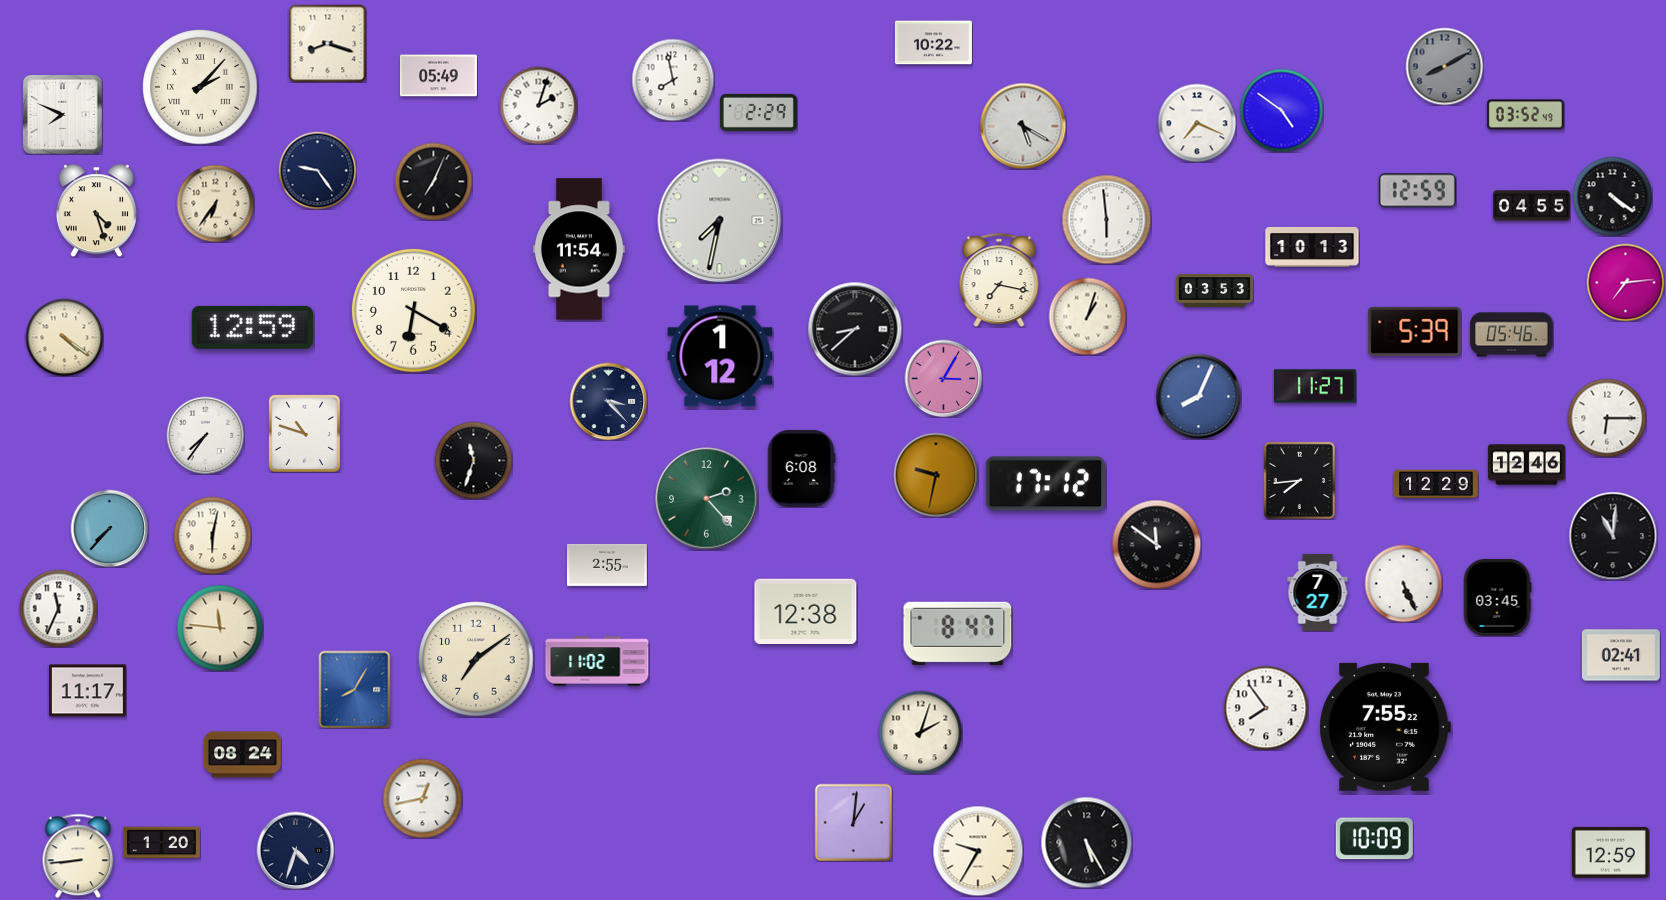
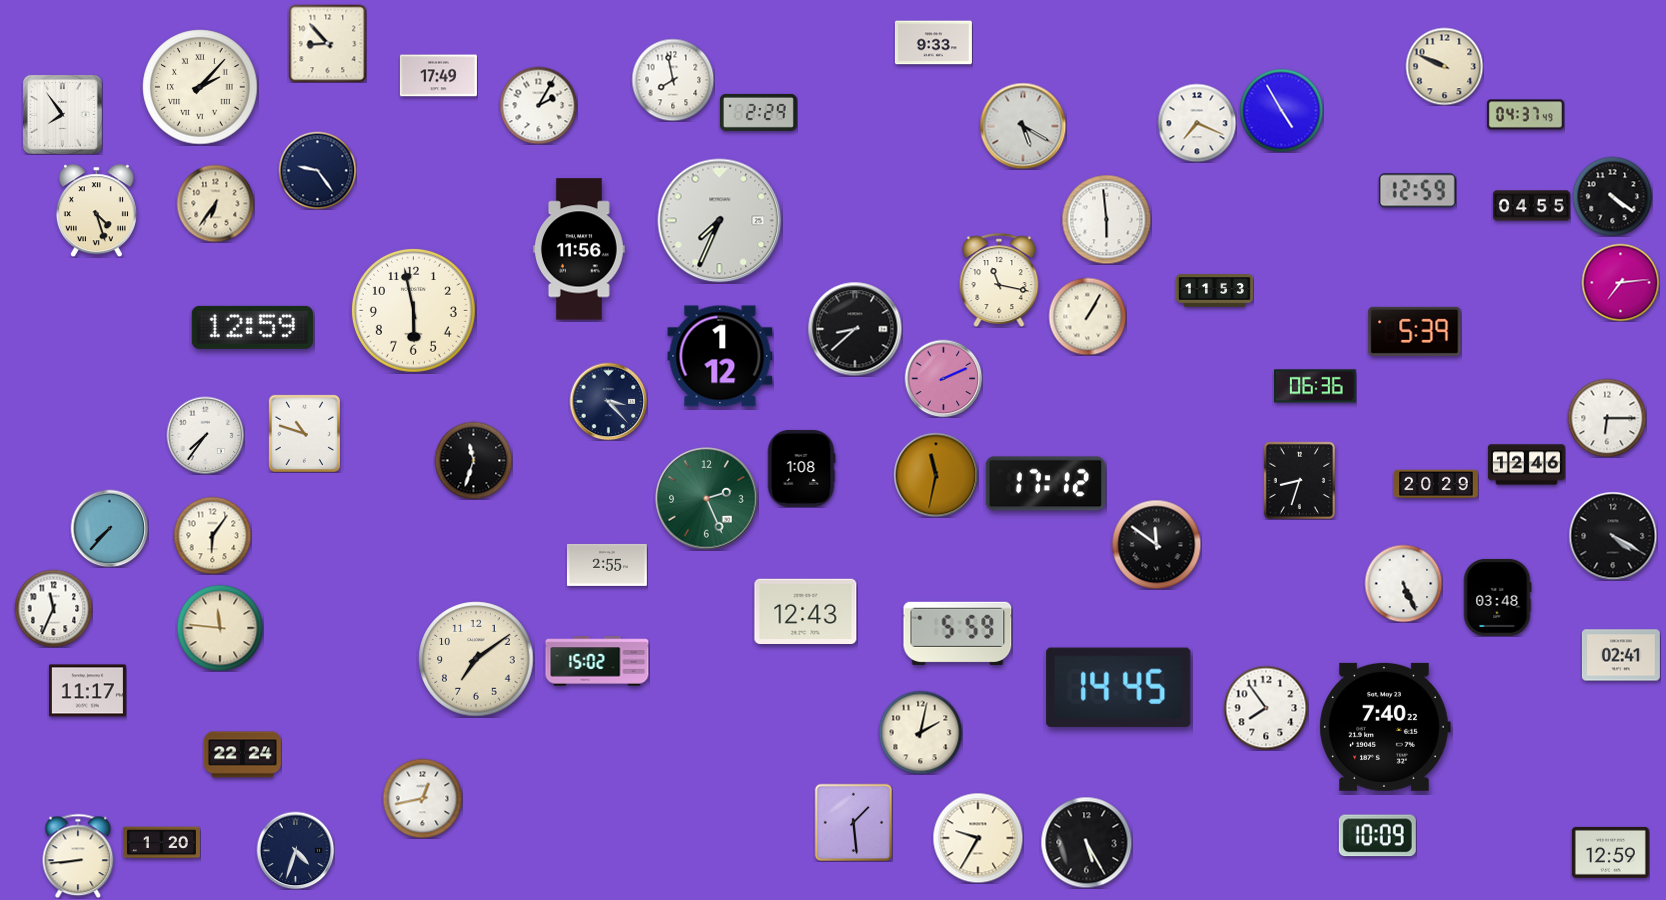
clock at (327, 43): 8:18 -> 8:53
clock at (933, 43): 10:22 -> 9:33
clock at (1444, 66): 8:10 -> 9:49
clock at (1444, 66) dial: grey -> cream
clock at (438, 76): 05:49 -> 17:49
clock at (538, 105): 2:03 -> 2:05
clock at (1281, 110): 4:51 -> 4:55
clock at (62, 114): 7:49 -> 7:54
clock at (1525, 115): 03:52 -> 04:37
clock at (433, 181): 7:04 -> none
clock at (720, 221): 7:32 -> 7:34
clock at (1312, 247): 10:13 -> none
clock at (579, 249): 11:54 -> 11:56
clock at (999, 280): 7:17 -> 11:17
clock at (1625, 282) position: (1625, 282) -> (1620, 282)
clock at (1214, 291): 03:53 -> 11:53
clock at (413, 310): 6:20 -> 5:58
clock at (1087, 316): 1:03 -> 1:05
clock at (1512, 335): 05:46 -> none
clock at (64, 337): 4:21 -> none
clock at (943, 378): 3:05 -> 2:11
clock at (1316, 386): 11:27 -> 06:36
clock at (1198, 396): 8:04 -> none
clock at (801, 468): 6:08 -> 1:08
clock at (936, 475): 9:32 -> 11:32
clock at (1299, 480): 7:44 -> 8:33
clock at (1436, 484): 12:29 -> 20:29
clock at (707, 499): 2:23 -> 2:26
clock at (212, 535): 6:02 -> 6:06
clock at (1613, 536): 11:01 -> 4:20
clock at (1318, 592): 7:27 -> none
clock at (1497, 597): 03:45 -> 03:48
clock at (58, 608) position: (58, 608) -> (53, 608)
clock at (806, 611): 12:38 -> 12:43
clock at (958, 633): 8:47 -> 5:59
clock at (597, 661): 11:02 -> 15:02
clock at (1119, 687): none -> 14:45
clock at (355, 689): 8:05 -> none
clock at (1385, 727): 7:55 -> 7:40
clock at (920, 732): 2:03 -> 2:02
clock at (242, 755): 08:24 -> 22:24
clock at (853, 822): 1:01 -> 1:29
clock at (1374, 839) position: (1374, 839) -> (1377, 836)
clock at (978, 851) position: (978, 851) -> (978, 838)
